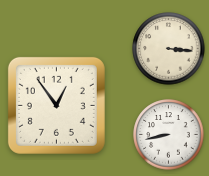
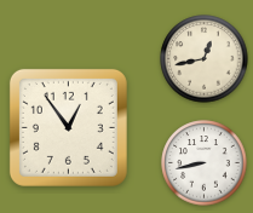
clock at (169, 49): 3:16 -> 12:43
